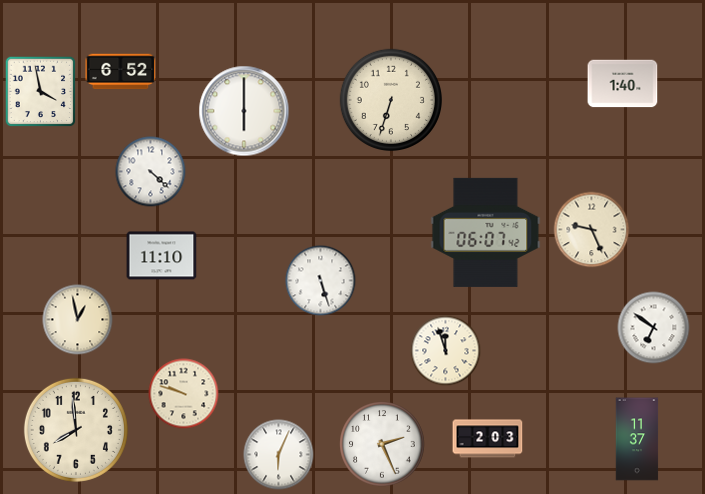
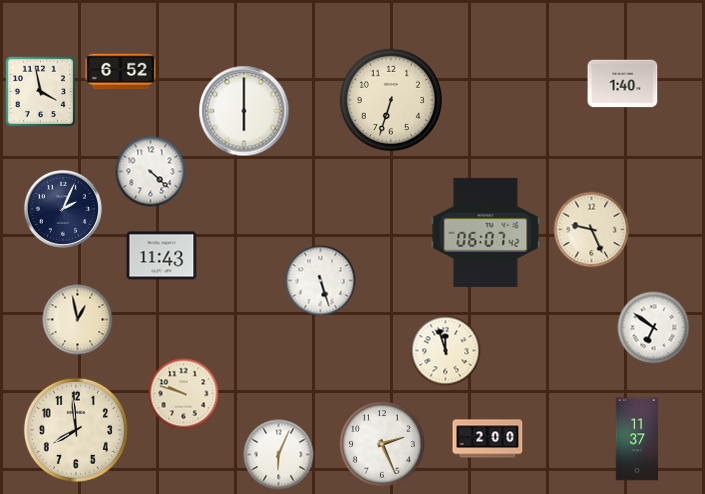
clock at (63, 209): none -> 2:04
clock at (162, 256): 11:10 -> 11:43
clock at (488, 439): 2:03 -> 2:00
